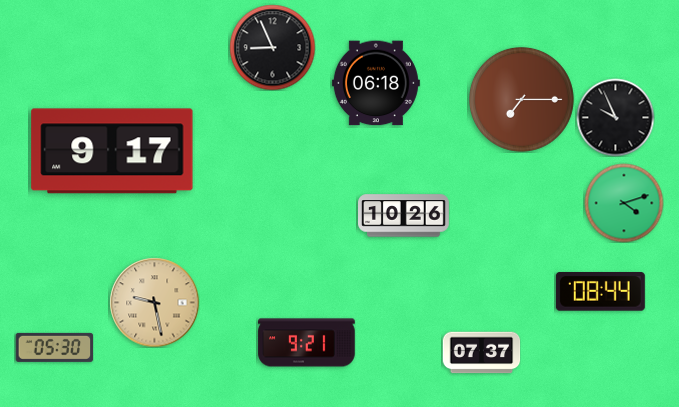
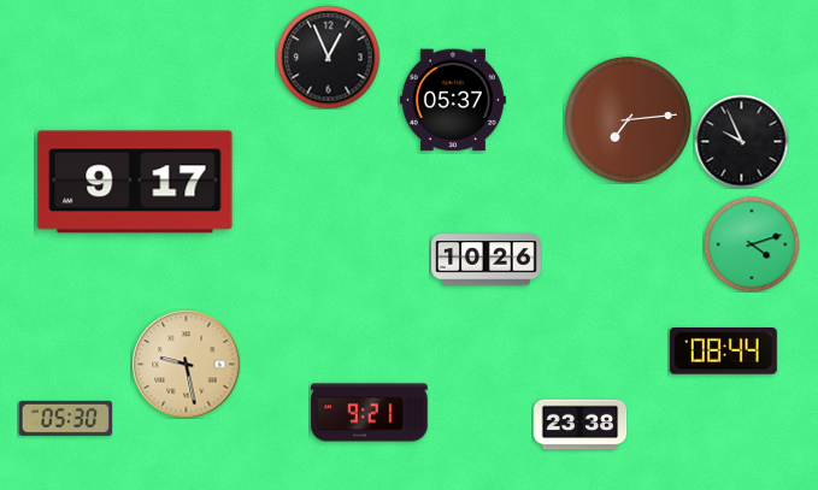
clock at (272, 47): 8:56 -> 12:56
clock at (376, 83): 06:18 -> 05:37
clock at (521, 99): 7:15 -> 7:14
clock at (481, 353): 07:37 -> 23:38
